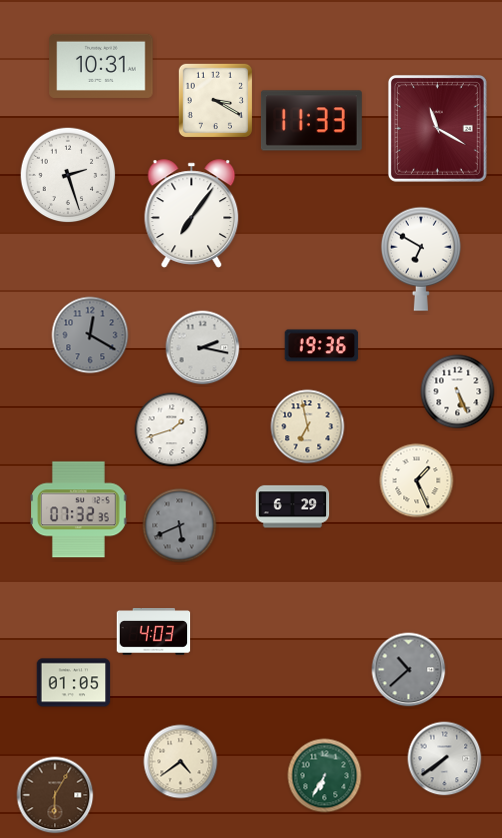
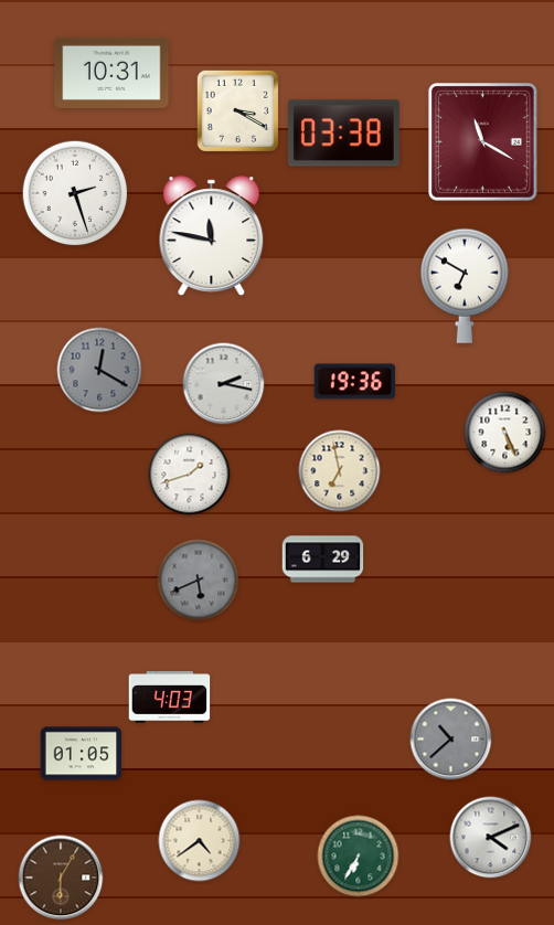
clock at (311, 121): 11:33 -> 03:38
clock at (192, 214): 7:06 -> 11:47
clock at (417, 481): 1:26 -> none
clock at (79, 510): 07:32 -> none
clock at (445, 759): 7:39 -> 4:11
